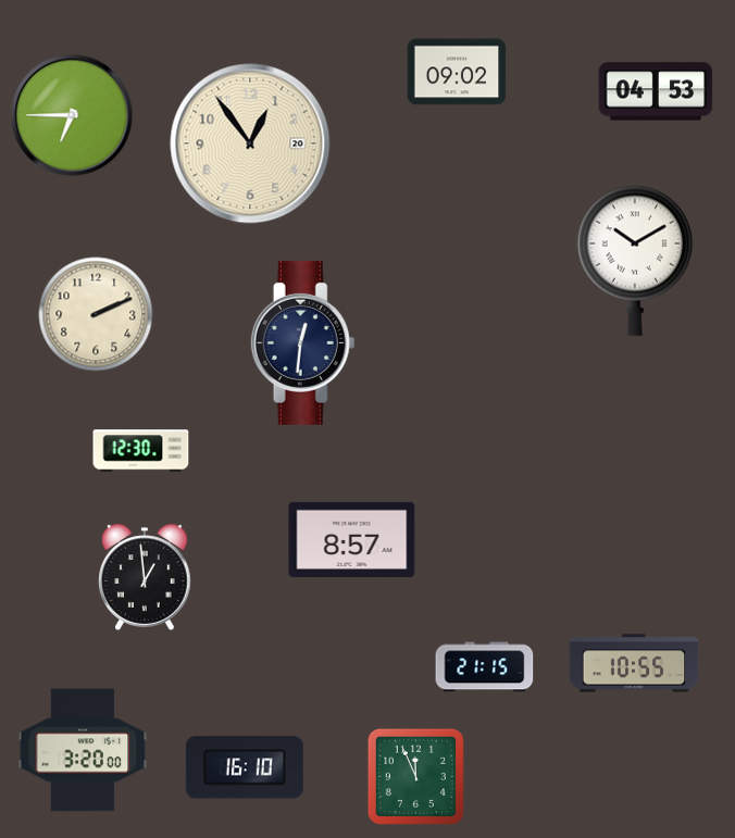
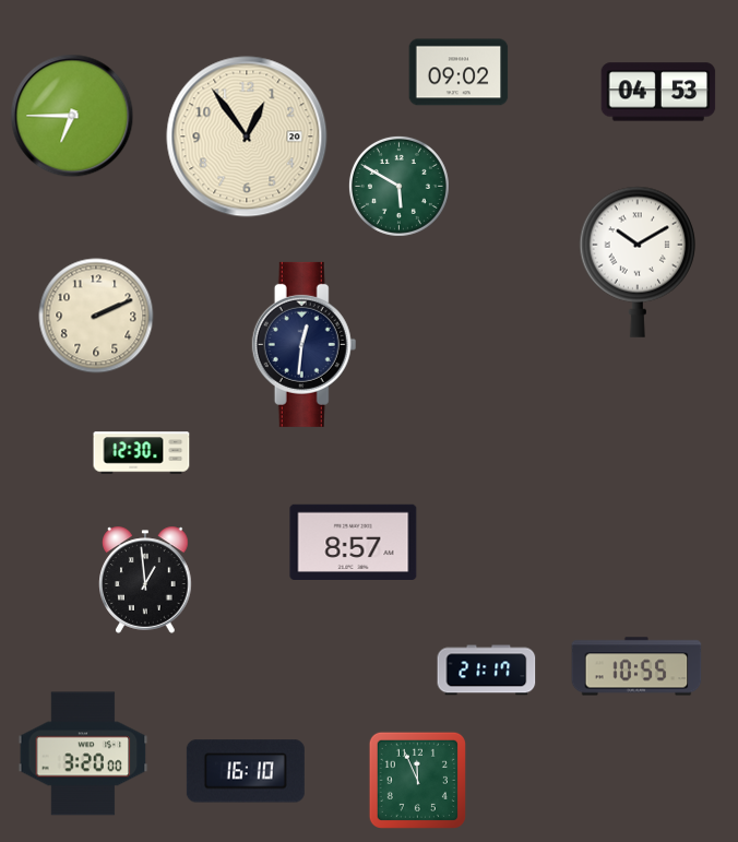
clock at (250, 143) position: (250, 143) -> (247, 137)
clock at (398, 186): none -> 5:50
clock at (485, 667): 21:15 -> 21:17
